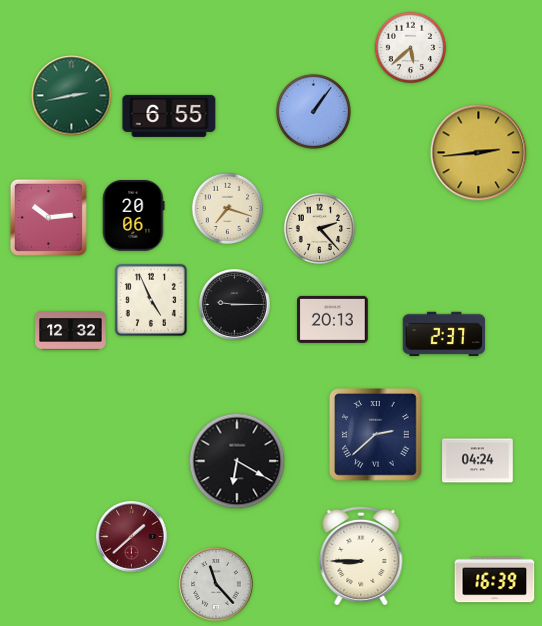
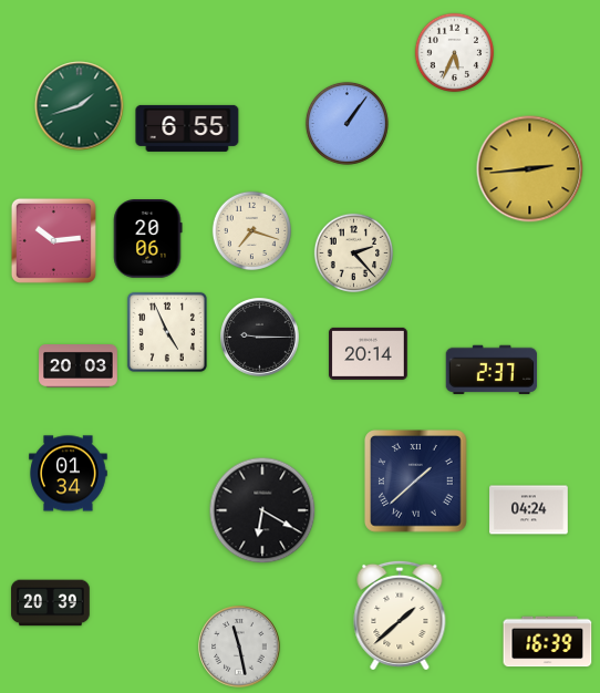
clock at (411, 48): 5:38 -> 5:34
clock at (72, 96): 2:43 -> 1:42
clock at (333, 319): 20:13 -> 20:14
clock at (71, 331): 12:32 -> 20:03
clock at (69, 474): none -> 01:34
clock at (376, 435): 2:38 -> 1:38
clock at (132, 537): 1:38 -> none
clock at (51, 603): none -> 20:39
clock at (361, 556): 8:45 -> 1:38
clock at (216, 584): 11:23 -> 11:28
